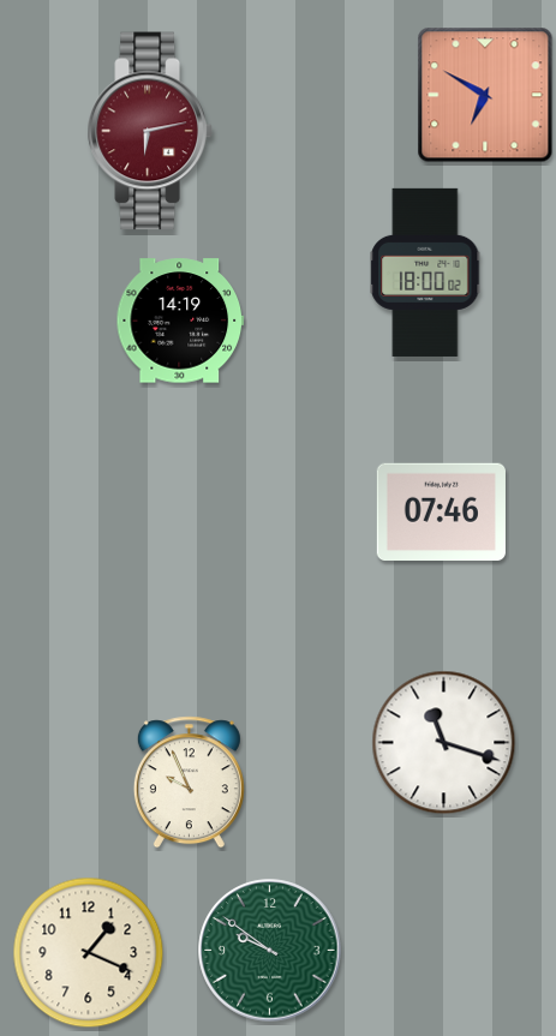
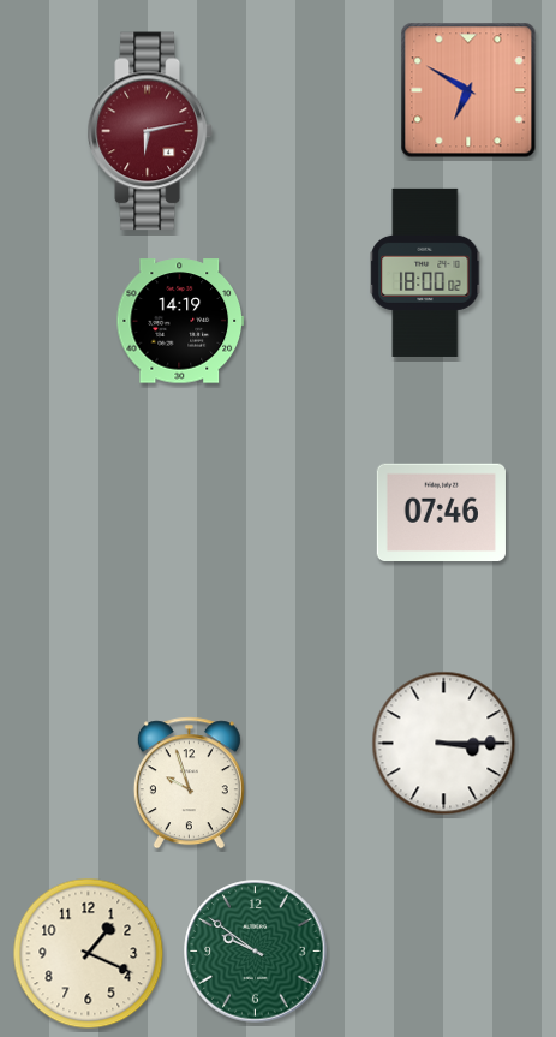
clock at (485, 95) position: (485, 95) -> (468, 90)
clock at (444, 743): 11:18 -> 3:15
clock at (189, 783): 9:56 -> 9:57
clock at (270, 951) position: (270, 951) -> (256, 952)
